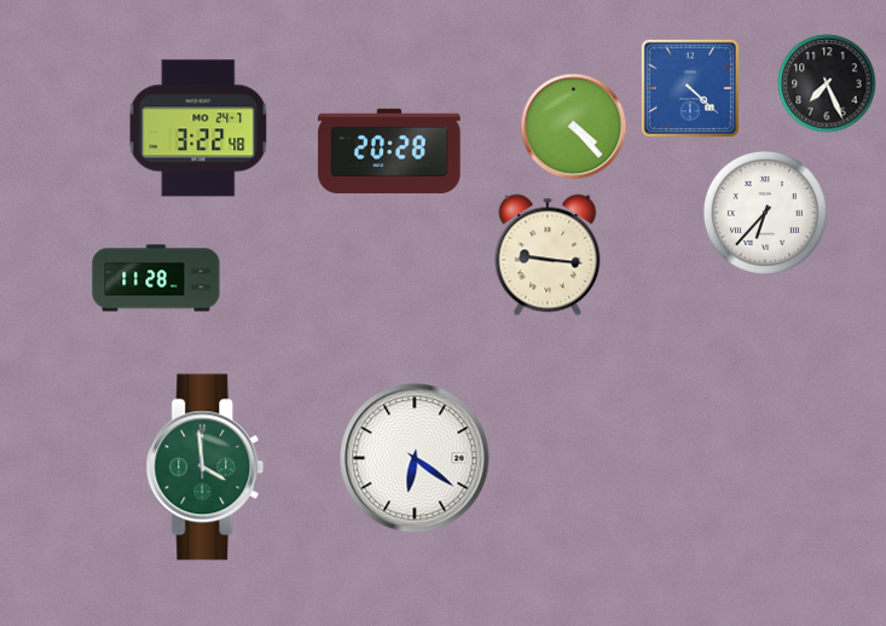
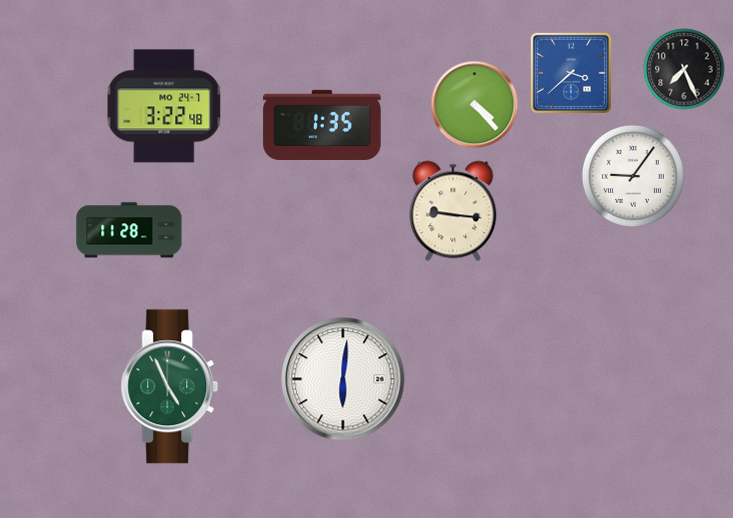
clock at (690, 88): 4:22 -> 3:38
clock at (389, 151): 20:28 -> 1:35
clock at (765, 213): 6:37 -> 9:06
clock at (415, 458): 6:21 -> 6:01
clock at (205, 468): 3:59 -> 4:56
